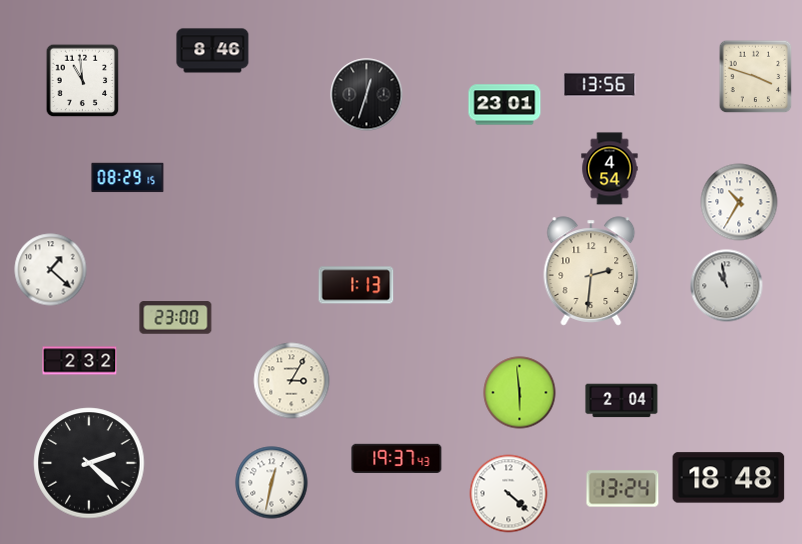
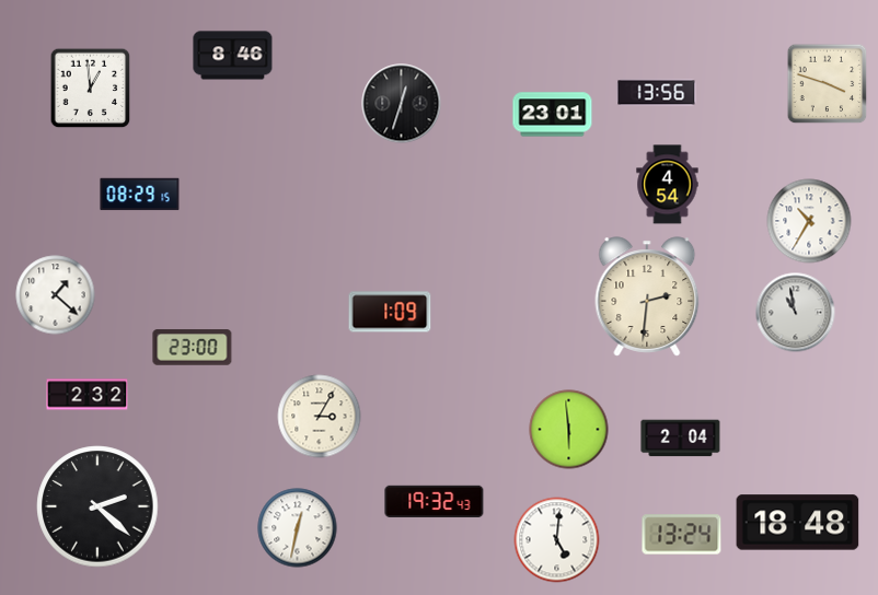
clock at (83, 81): 10:59 -> 12:59
clock at (356, 285): 1:13 -> 1:09
clock at (397, 458): 19:37 -> 19:32
clock at (509, 494): 4:22 -> 5:01
